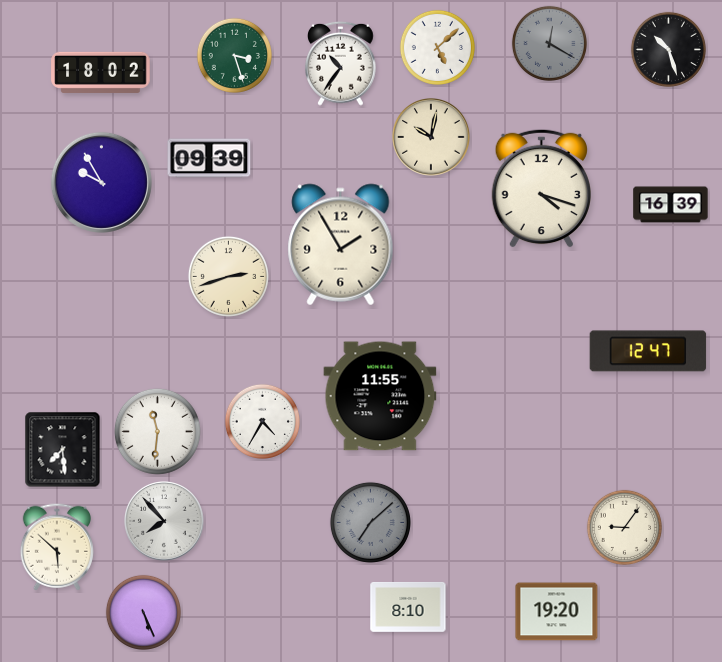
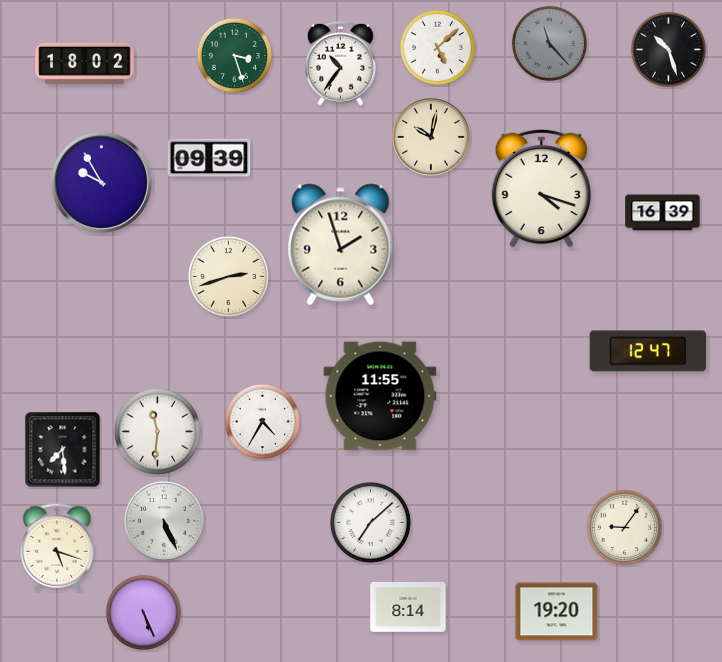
clock at (549, 43): 12:20 -> 11:23
clock at (101, 72) position: (101, 72) -> (85, 63)
clock at (671, 205) position: (671, 205) -> (663, 213)
clock at (341, 245): 1:55 -> 1:57
clock at (165, 522): 7:53 -> 5:26
clock at (370, 522) dial: grey -> white
clock at (57, 547): 5:52 -> 5:18
clock at (408, 607): 8:10 -> 8:14
